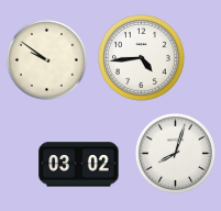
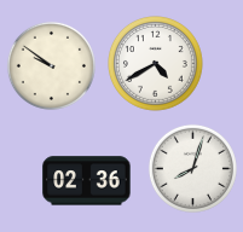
clock at (142, 58): 4:44 -> 4:40
clock at (79, 165): 03:02 -> 02:36
